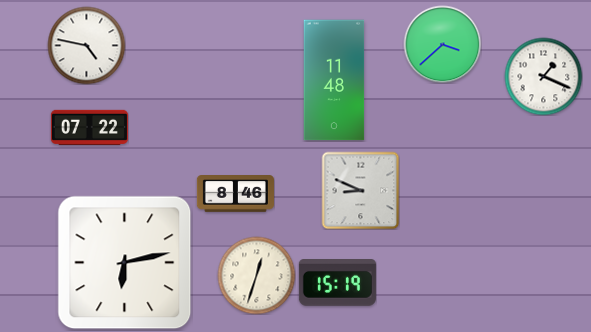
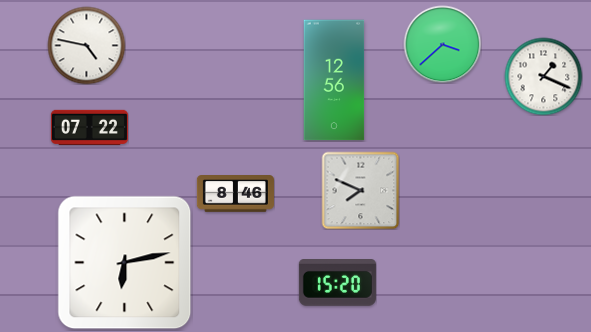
clock at (334, 80): 11:48 -> 12:56
clock at (360, 190): 8:49 -> 7:49
clock at (256, 275): 12:33 -> none
clock at (337, 283): 15:19 -> 15:20
